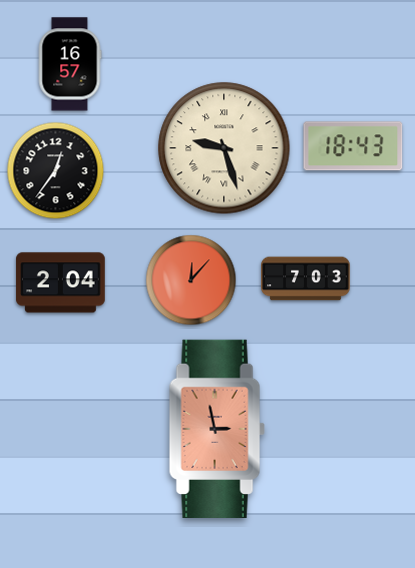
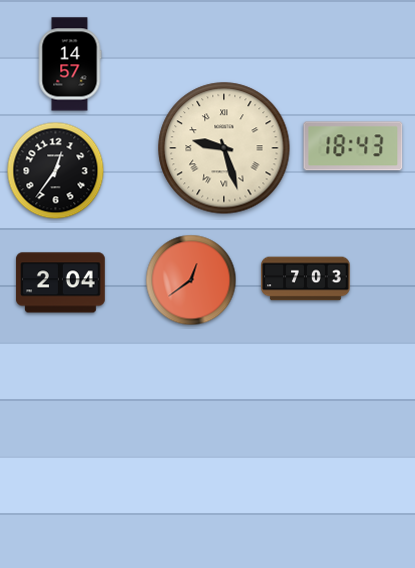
clock at (70, 64): 16:57 -> 14:57
clock at (191, 280): 12:07 -> 12:39
clock at (217, 428): 2:58 -> none
